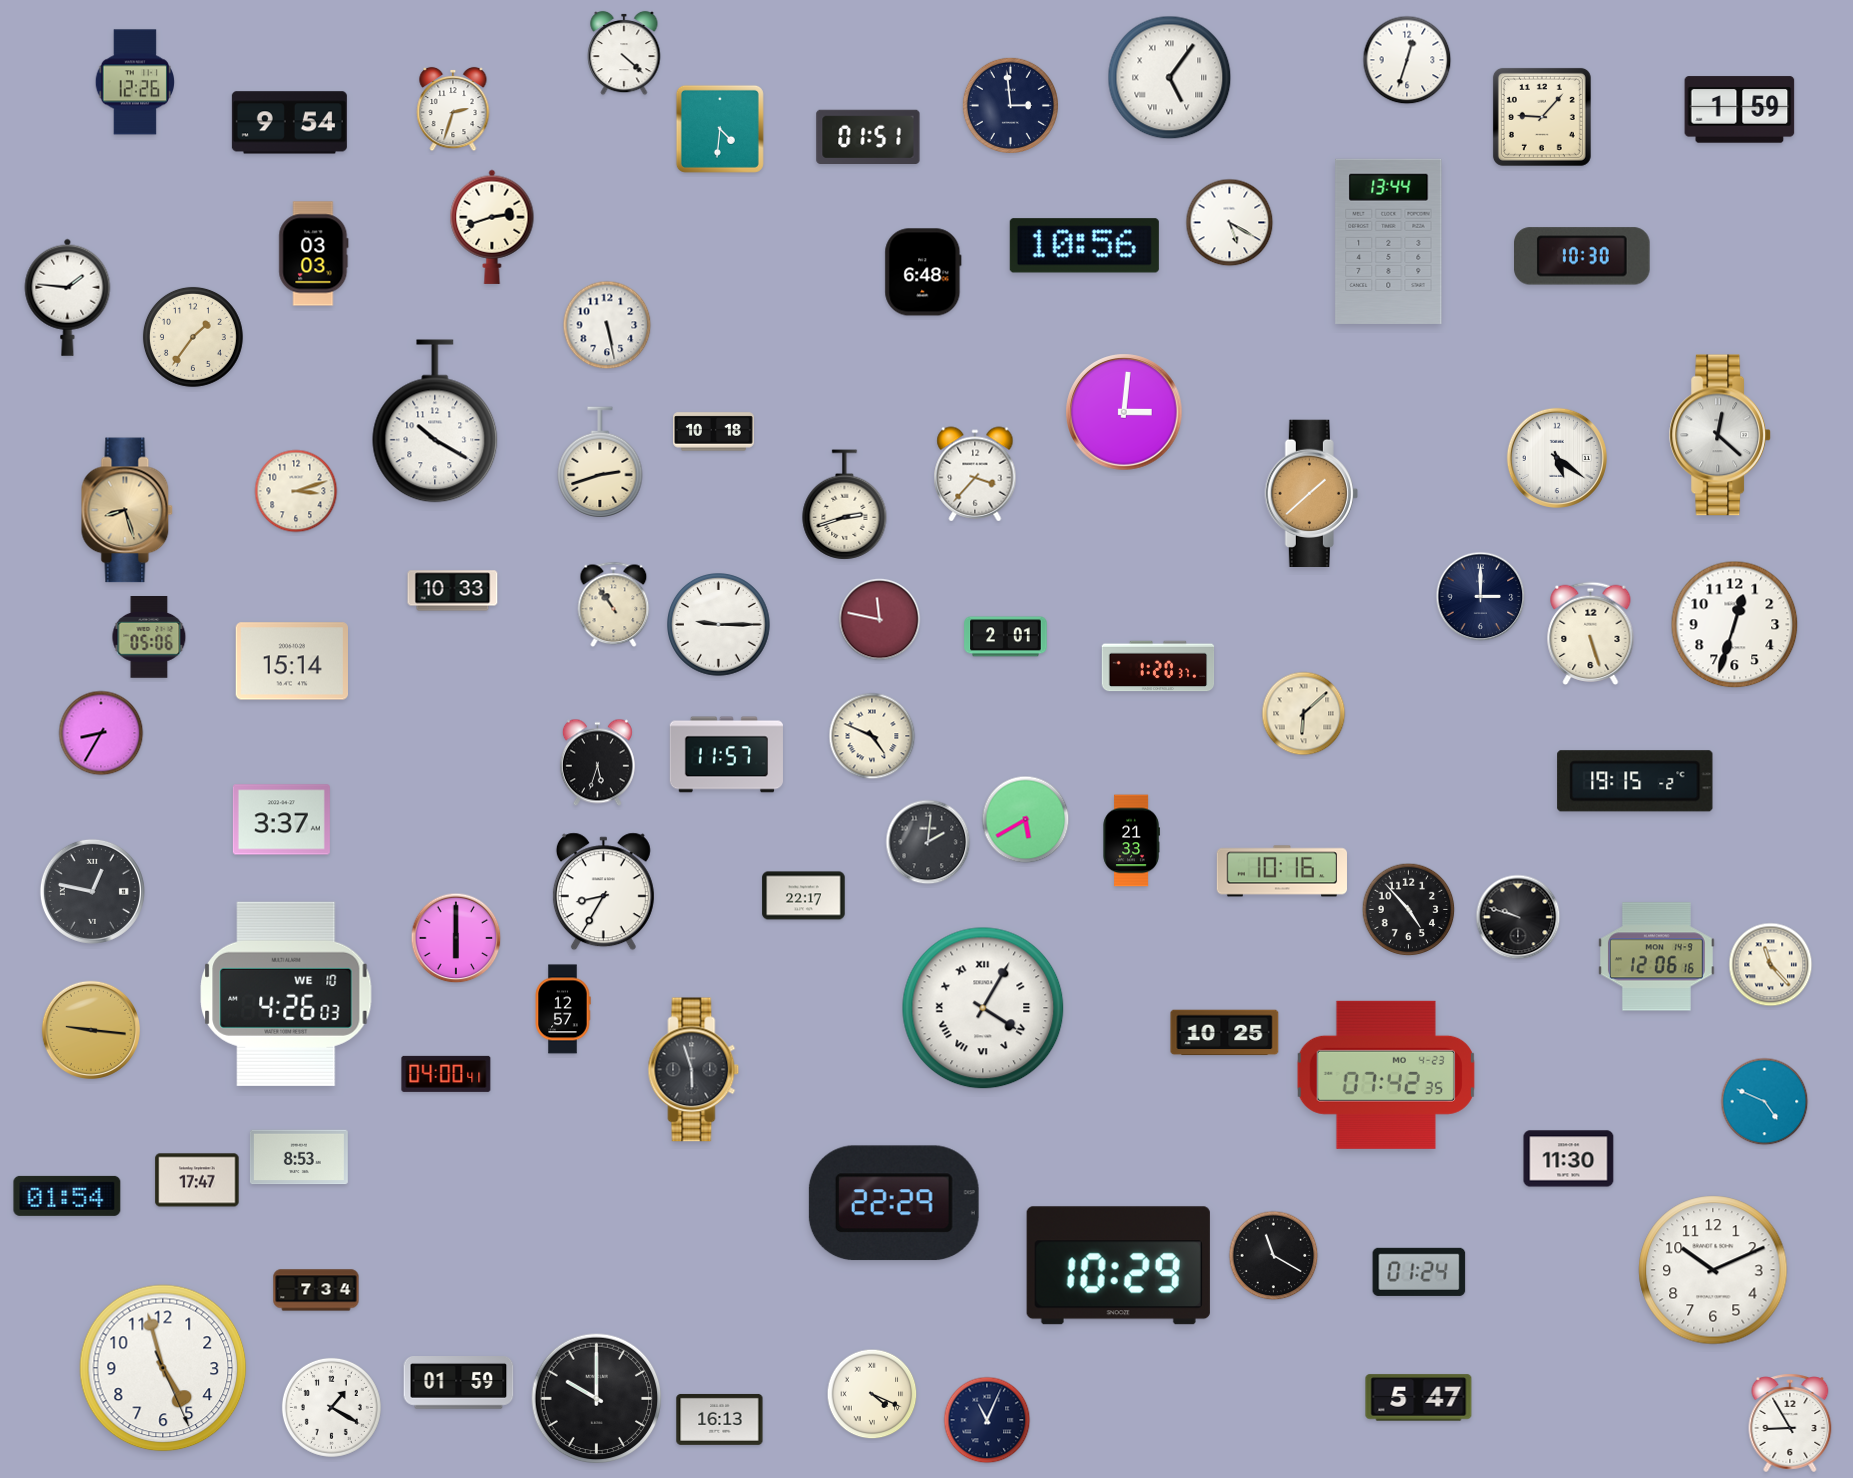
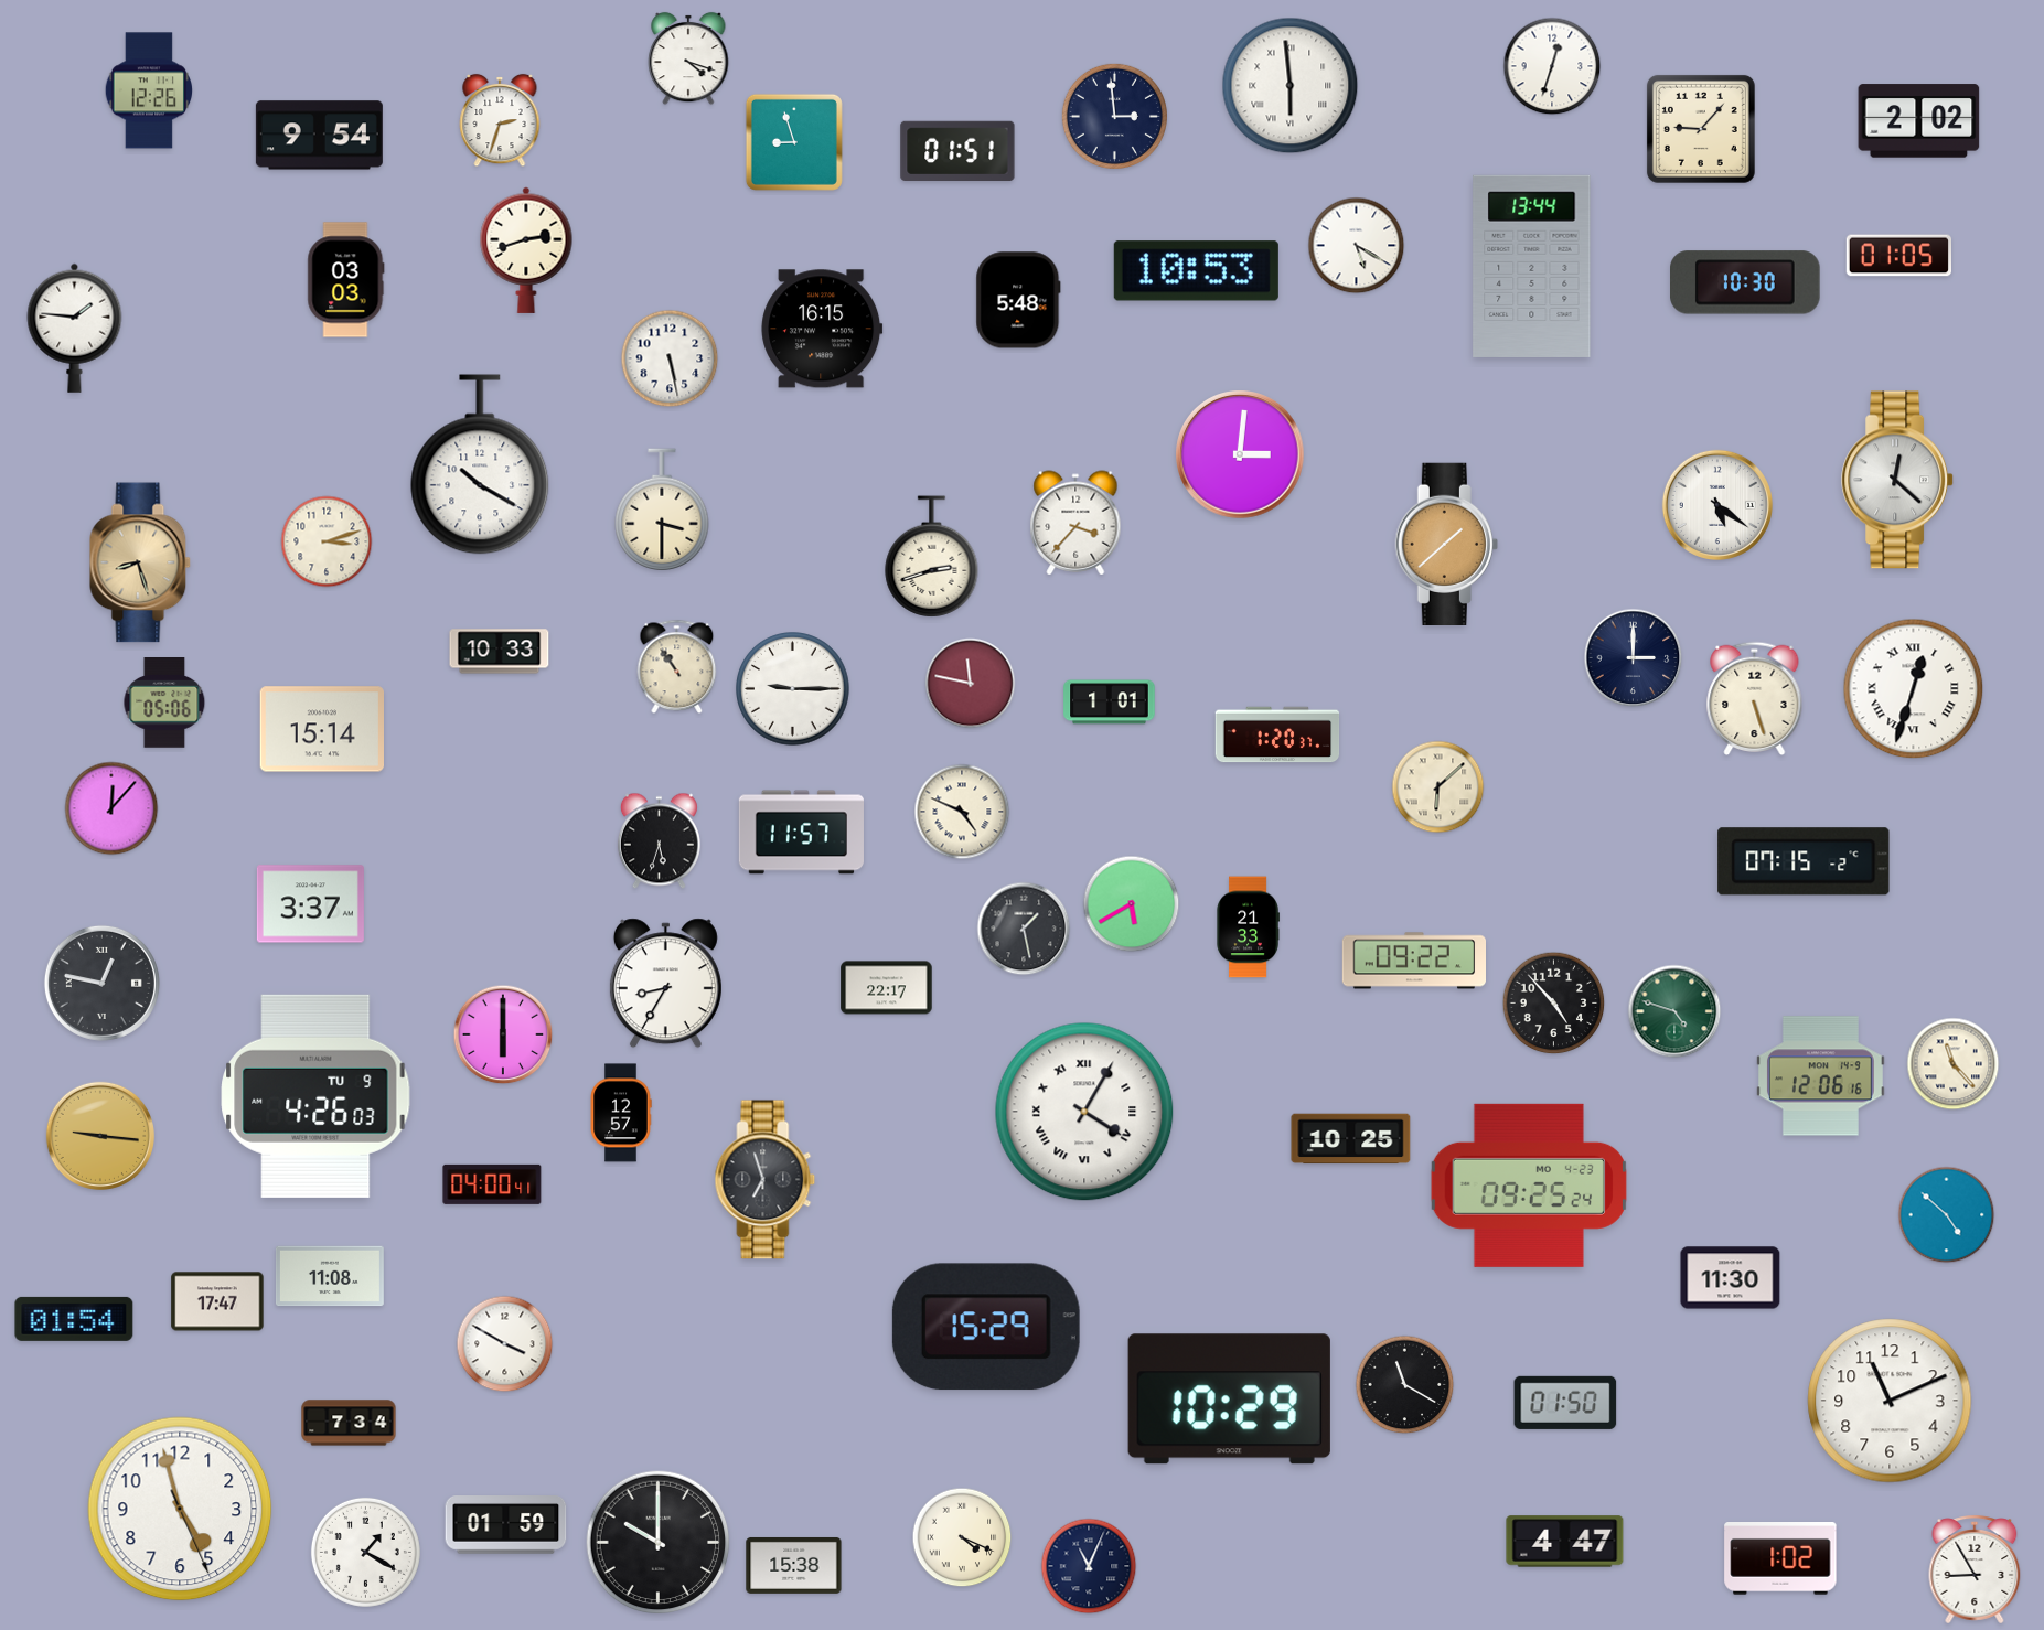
clock at (624, 53): 4:22 -> 4:18
clock at (1170, 78): 5:06 -> 5:59
clock at (1740, 110): 1:59 -> 2:02
clock at (720, 129): 4:31 -> 8:57
clock at (492, 227) position: (492, 227) -> (526, 250)
clock at (1898, 256): none -> 01:05
clock at (1084, 246): 10:56 -> 10:53
clock at (923, 272): 6:48 -> 5:48
clock at (822, 329): none -> 16:15
clock at (193, 337): 1:36 -> none
clock at (714, 432): 10:18 -> none
clock at (600, 462): 2:42 -> 3:30
clock at (1735, 625) numerals: Arabic -> Roman
clock at (1006, 637): 2:01 -> 1:01
clock at (101, 733): 8:35 -> 12:07
clock at (1635, 781): 19:15 -> 07:15
clock at (928, 842): 2:01 -> 1:28
clock at (1281, 871): 10:16 -> 09:22
clock at (1518, 917): 9:48 -> 4:48
clock at (1518, 917) dial: black -> green
clock at (1656, 957) position: (1656, 957) -> (1820, 1076)
clock at (286, 994) date: WE 10 -> TU 9
clock at (694, 1070): 5:57 -> 6:57
clock at (1386, 1075): 07:42 -> 09:25
clock at (1765, 1102): 4:49 -> 4:52
clock at (299, 1157): 8:53 -> 11:08
clock at (894, 1203): 22:29 -> 15:29
clock at (505, 1344): none -> 3:50
clock at (1118, 1266) position: (1118, 1266) -> (1229, 1400)
clock at (1713, 1270): 10:11 -> 11:11
clock at (1419, 1272): 01:24 -> 01:50
clock at (1419, 1398): 5:47 -> 4:47
clock at (1780, 1559): none -> 1:02
clock at (720, 1419): 16:13 -> 15:38
